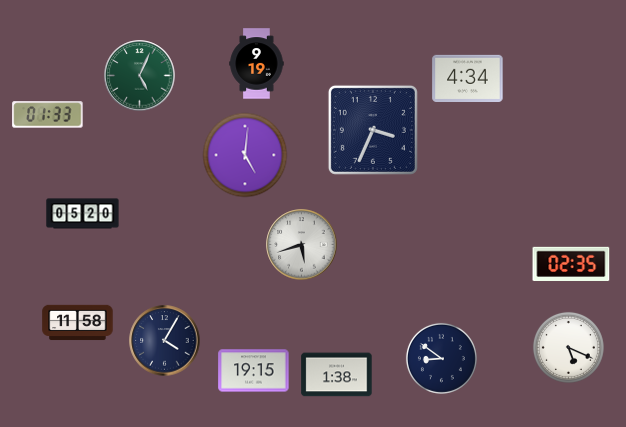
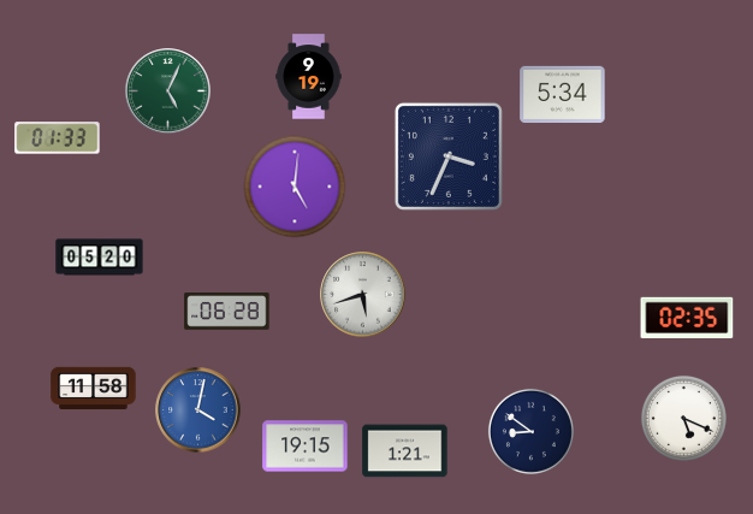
clock at (468, 78): 4:34 -> 5:34
clock at (227, 312): none -> 06:28
clock at (165, 341): 4:05 -> 4:02
clock at (165, 341) dial: navy -> blue
clock at (337, 375): 1:38 -> 1:21
